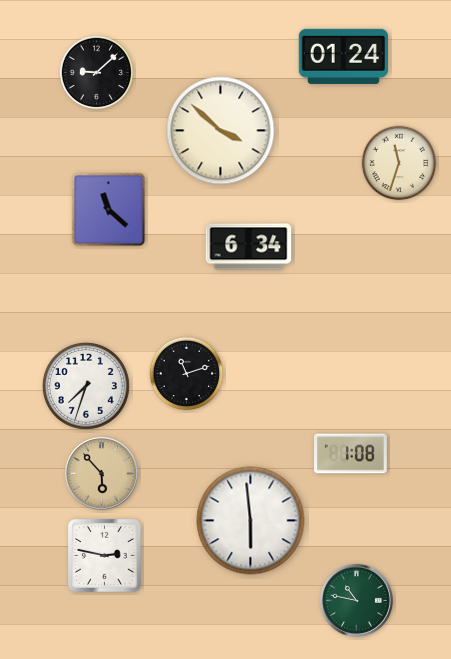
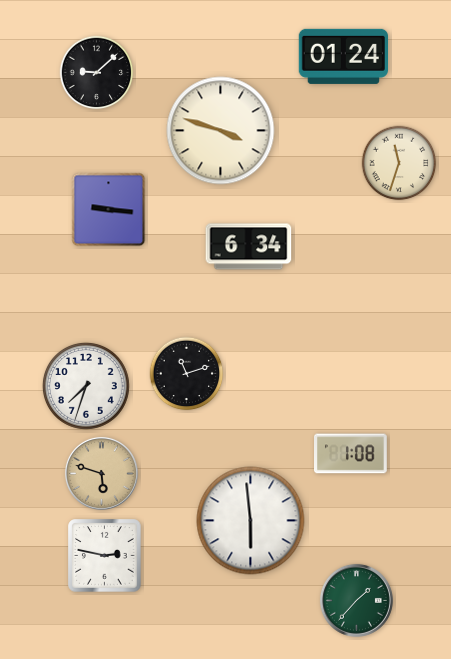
clock at (221, 131): 3:52 -> 3:48
clock at (109, 210): 11:22 -> 9:16
clock at (101, 473): 5:53 -> 5:48
clock at (356, 600): 10:47 -> 1:37
